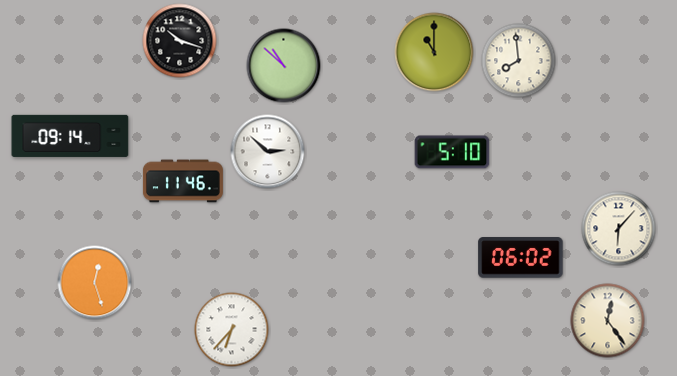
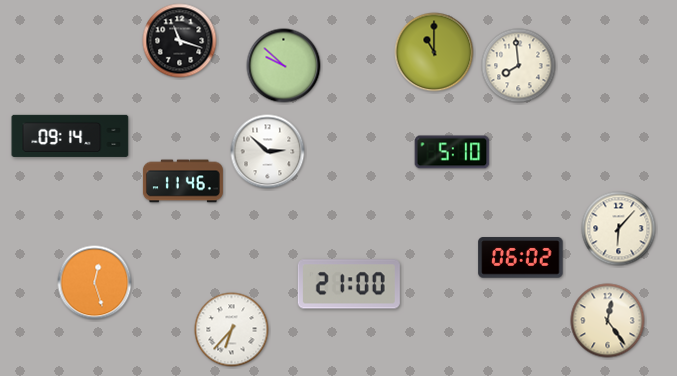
clock at (180, 41): 10:18 -> 11:18
clock at (519, 61) position: (519, 61) -> (519, 66)
clock at (284, 66): 10:52 -> 9:52
clock at (349, 284): none -> 21:00
